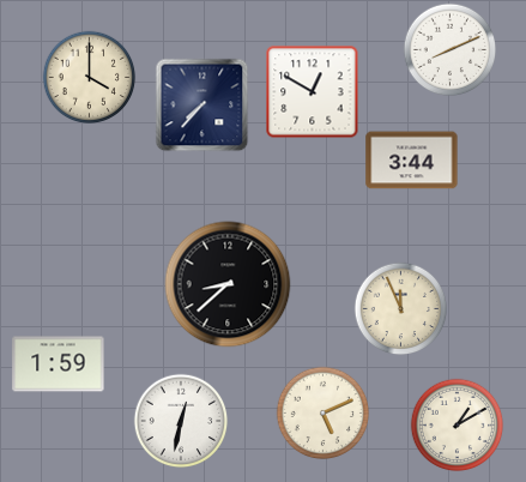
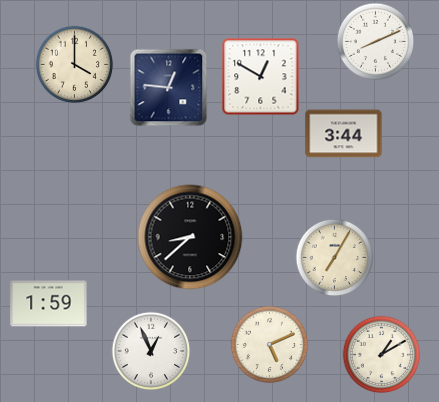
clock at (201, 104): 7:37 -> 12:46
clock at (400, 308): 11:56 -> 7:05
clock at (181, 421): 12:32 -> 12:56
